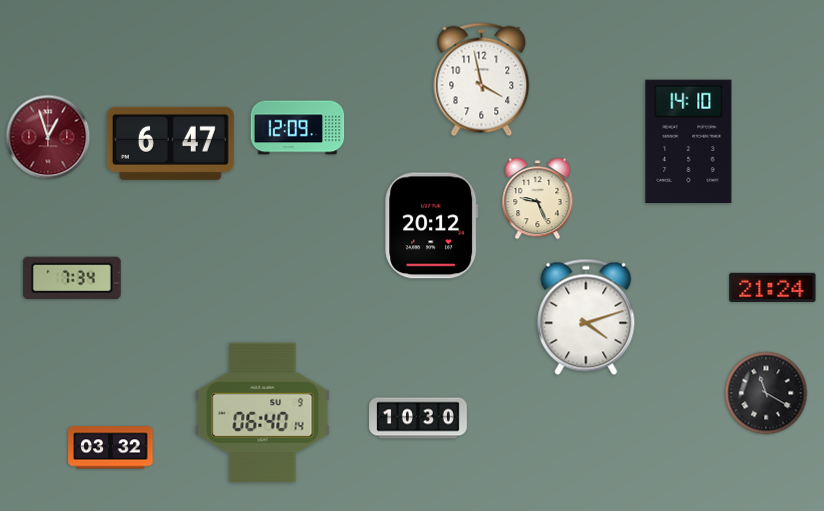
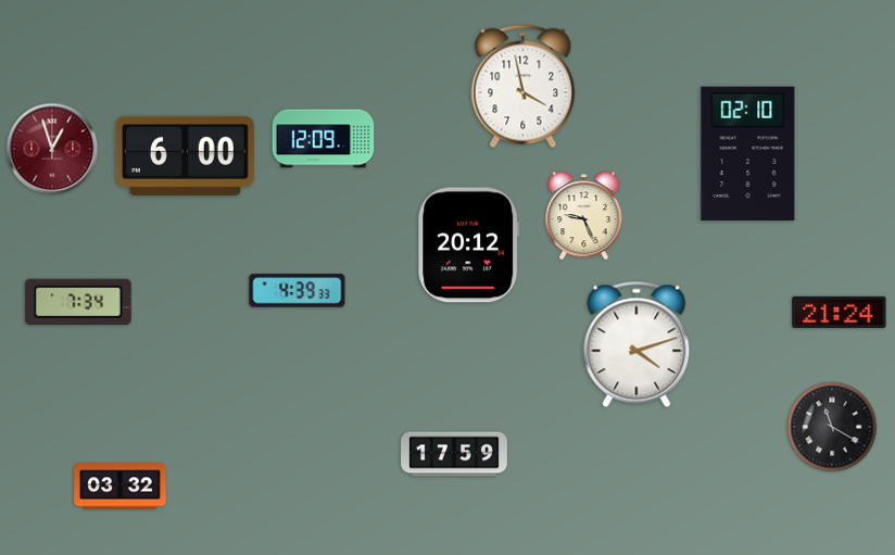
clock at (689, 142): 14:10 -> 02:10
clock at (170, 143): 6:47 -> 6:00
clock at (298, 291): none -> 4:39
clock at (263, 412): 06:40 -> none
clock at (418, 418): 10:30 -> 17:59
